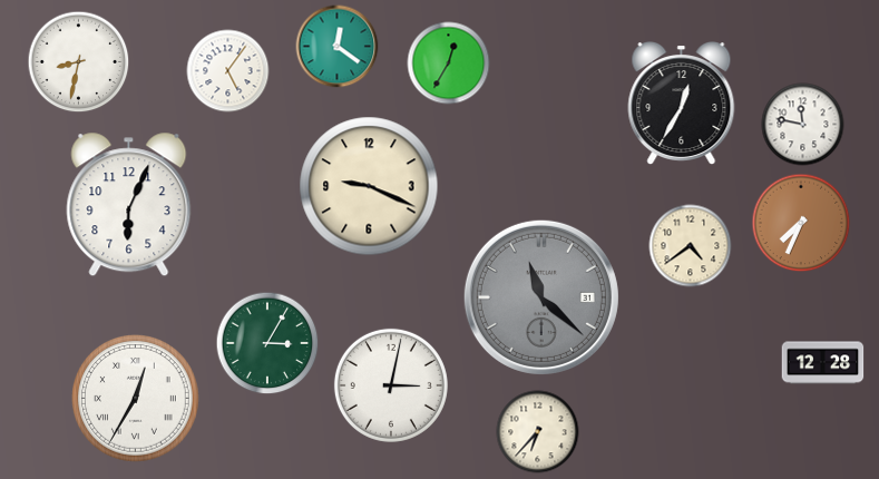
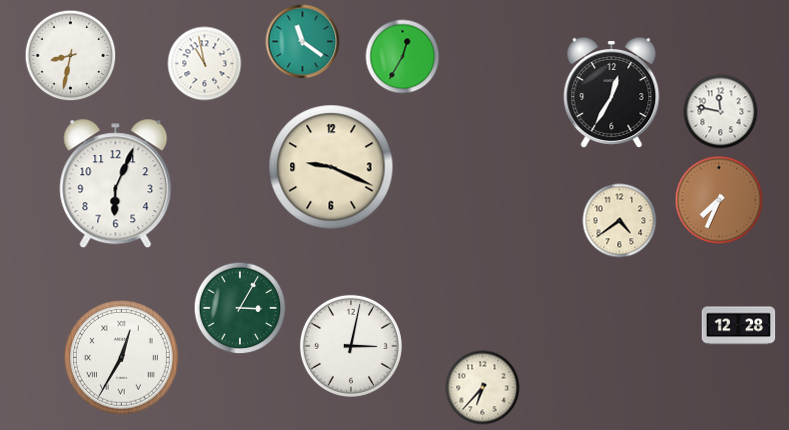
clock at (338, 47): 12:21 -> 11:21
clock at (228, 71): 5:06 -> 10:58
clock at (541, 297): 11:22 -> none
